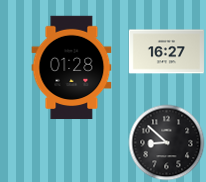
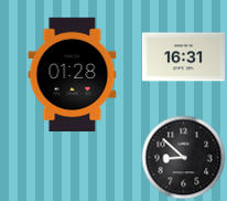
clock at (166, 52): 16:27 -> 16:31
clock at (72, 68) position: (72, 68) -> (73, 75)
